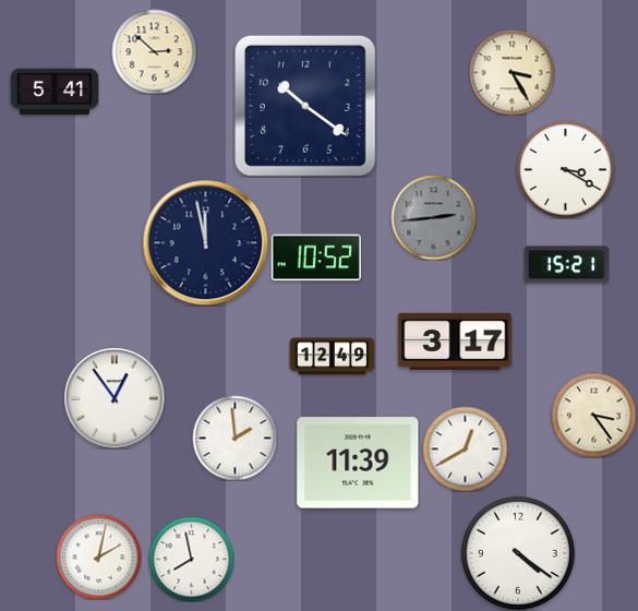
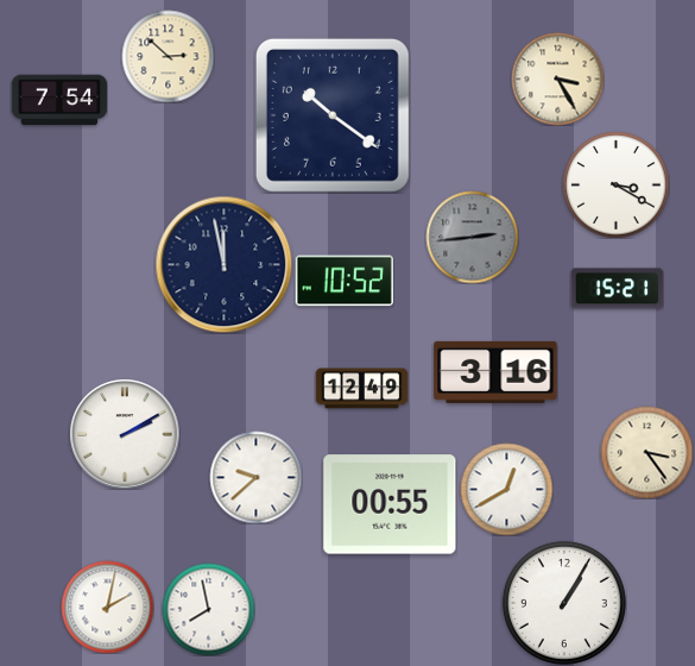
clock at (55, 92): 5:41 -> 7:54
clock at (455, 342): 3:17 -> 3:16
clock at (115, 398): 12:54 -> 2:10
clock at (234, 438): 1:59 -> 9:38
clock at (358, 463): 11:39 -> 00:55
clock at (518, 553): 4:21 -> 1:05
